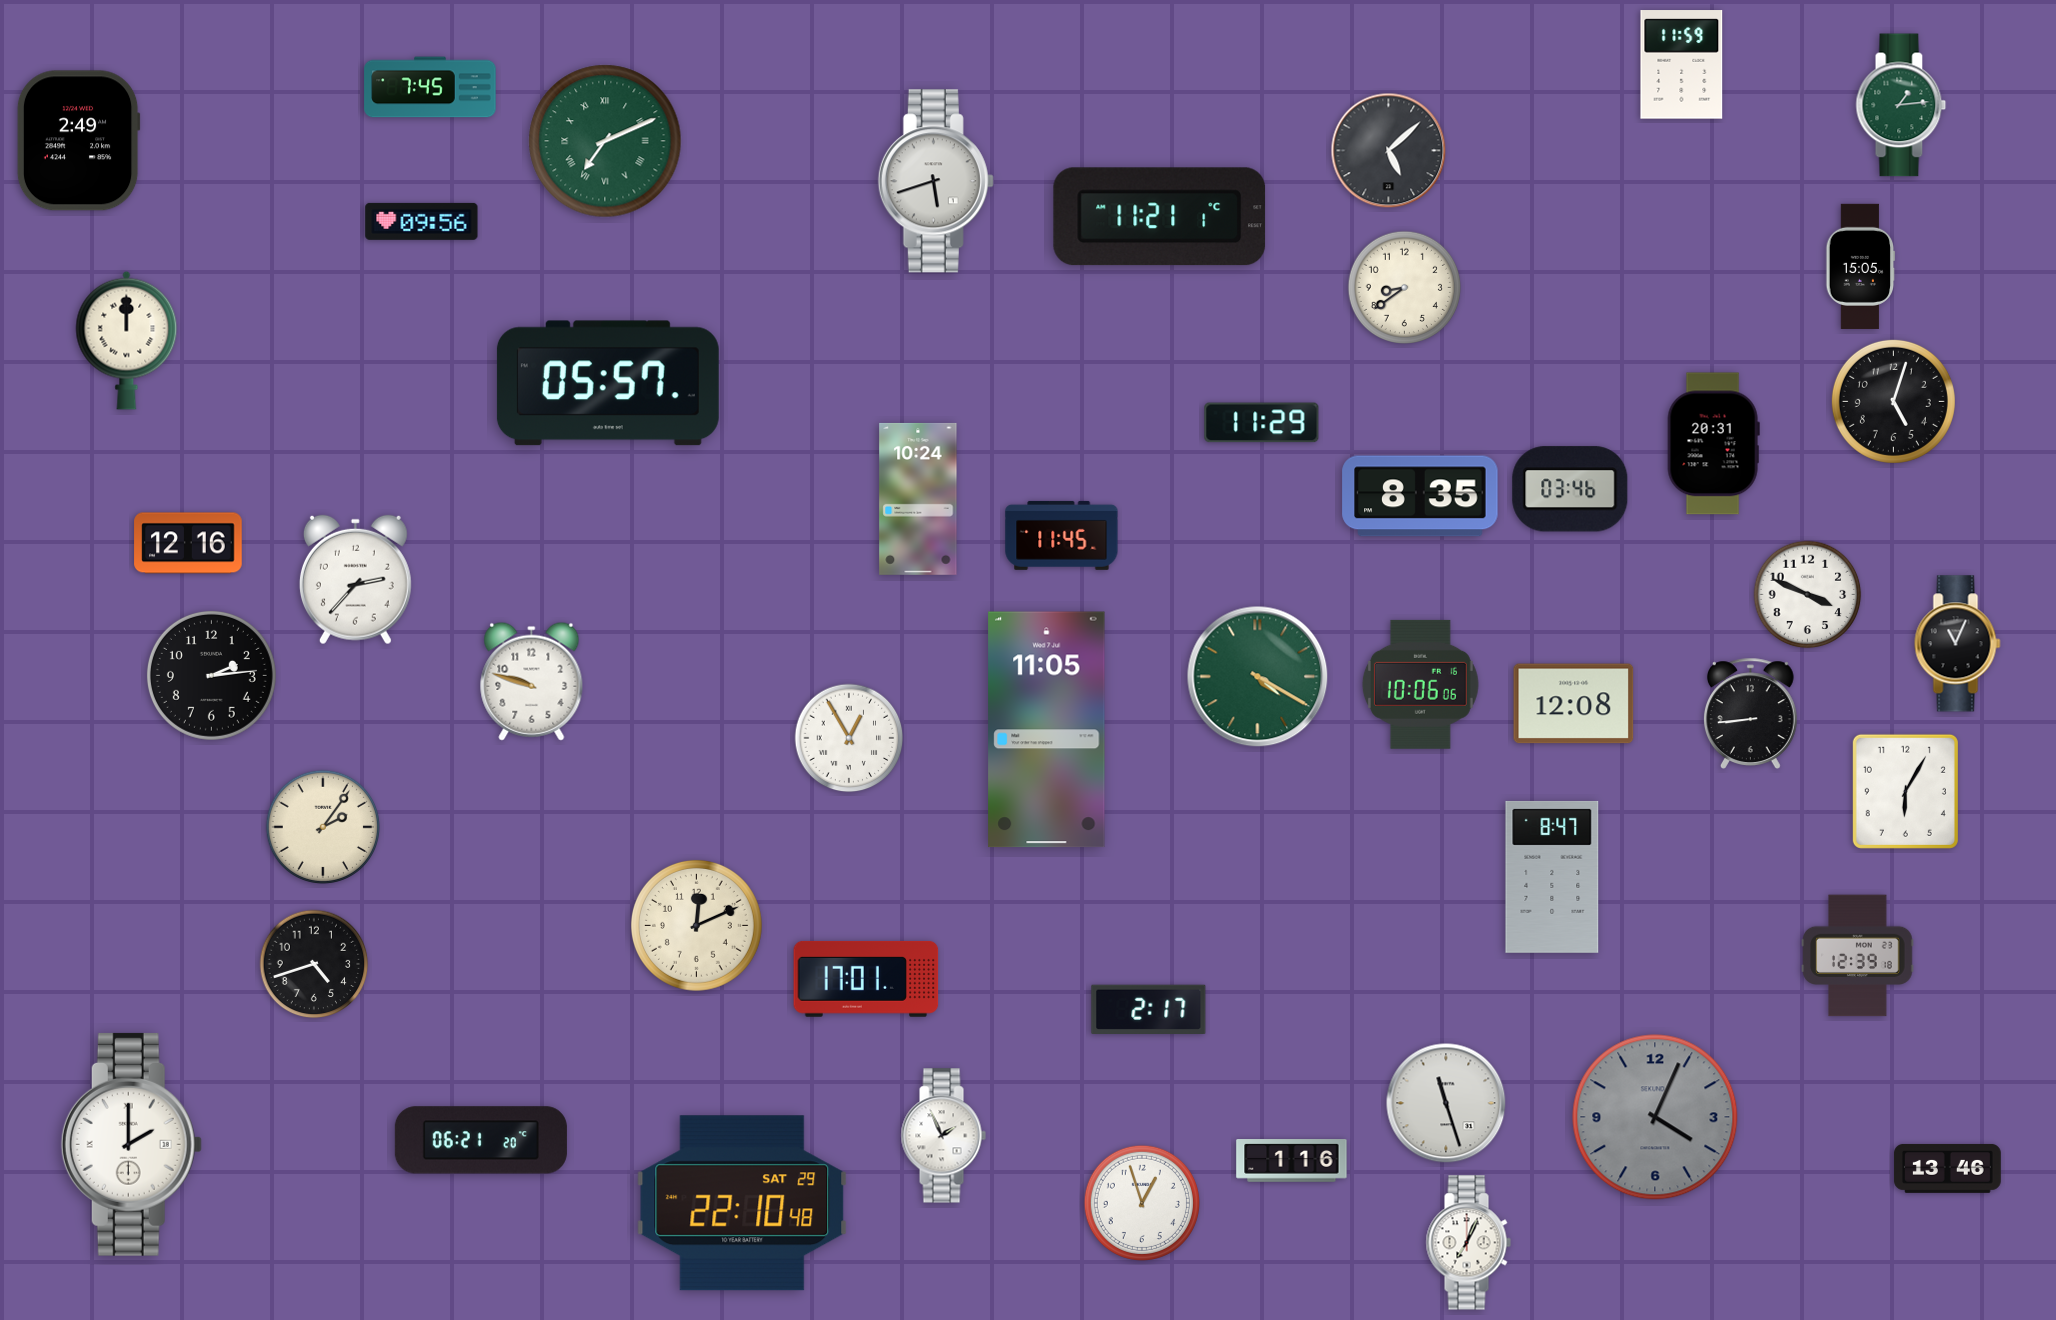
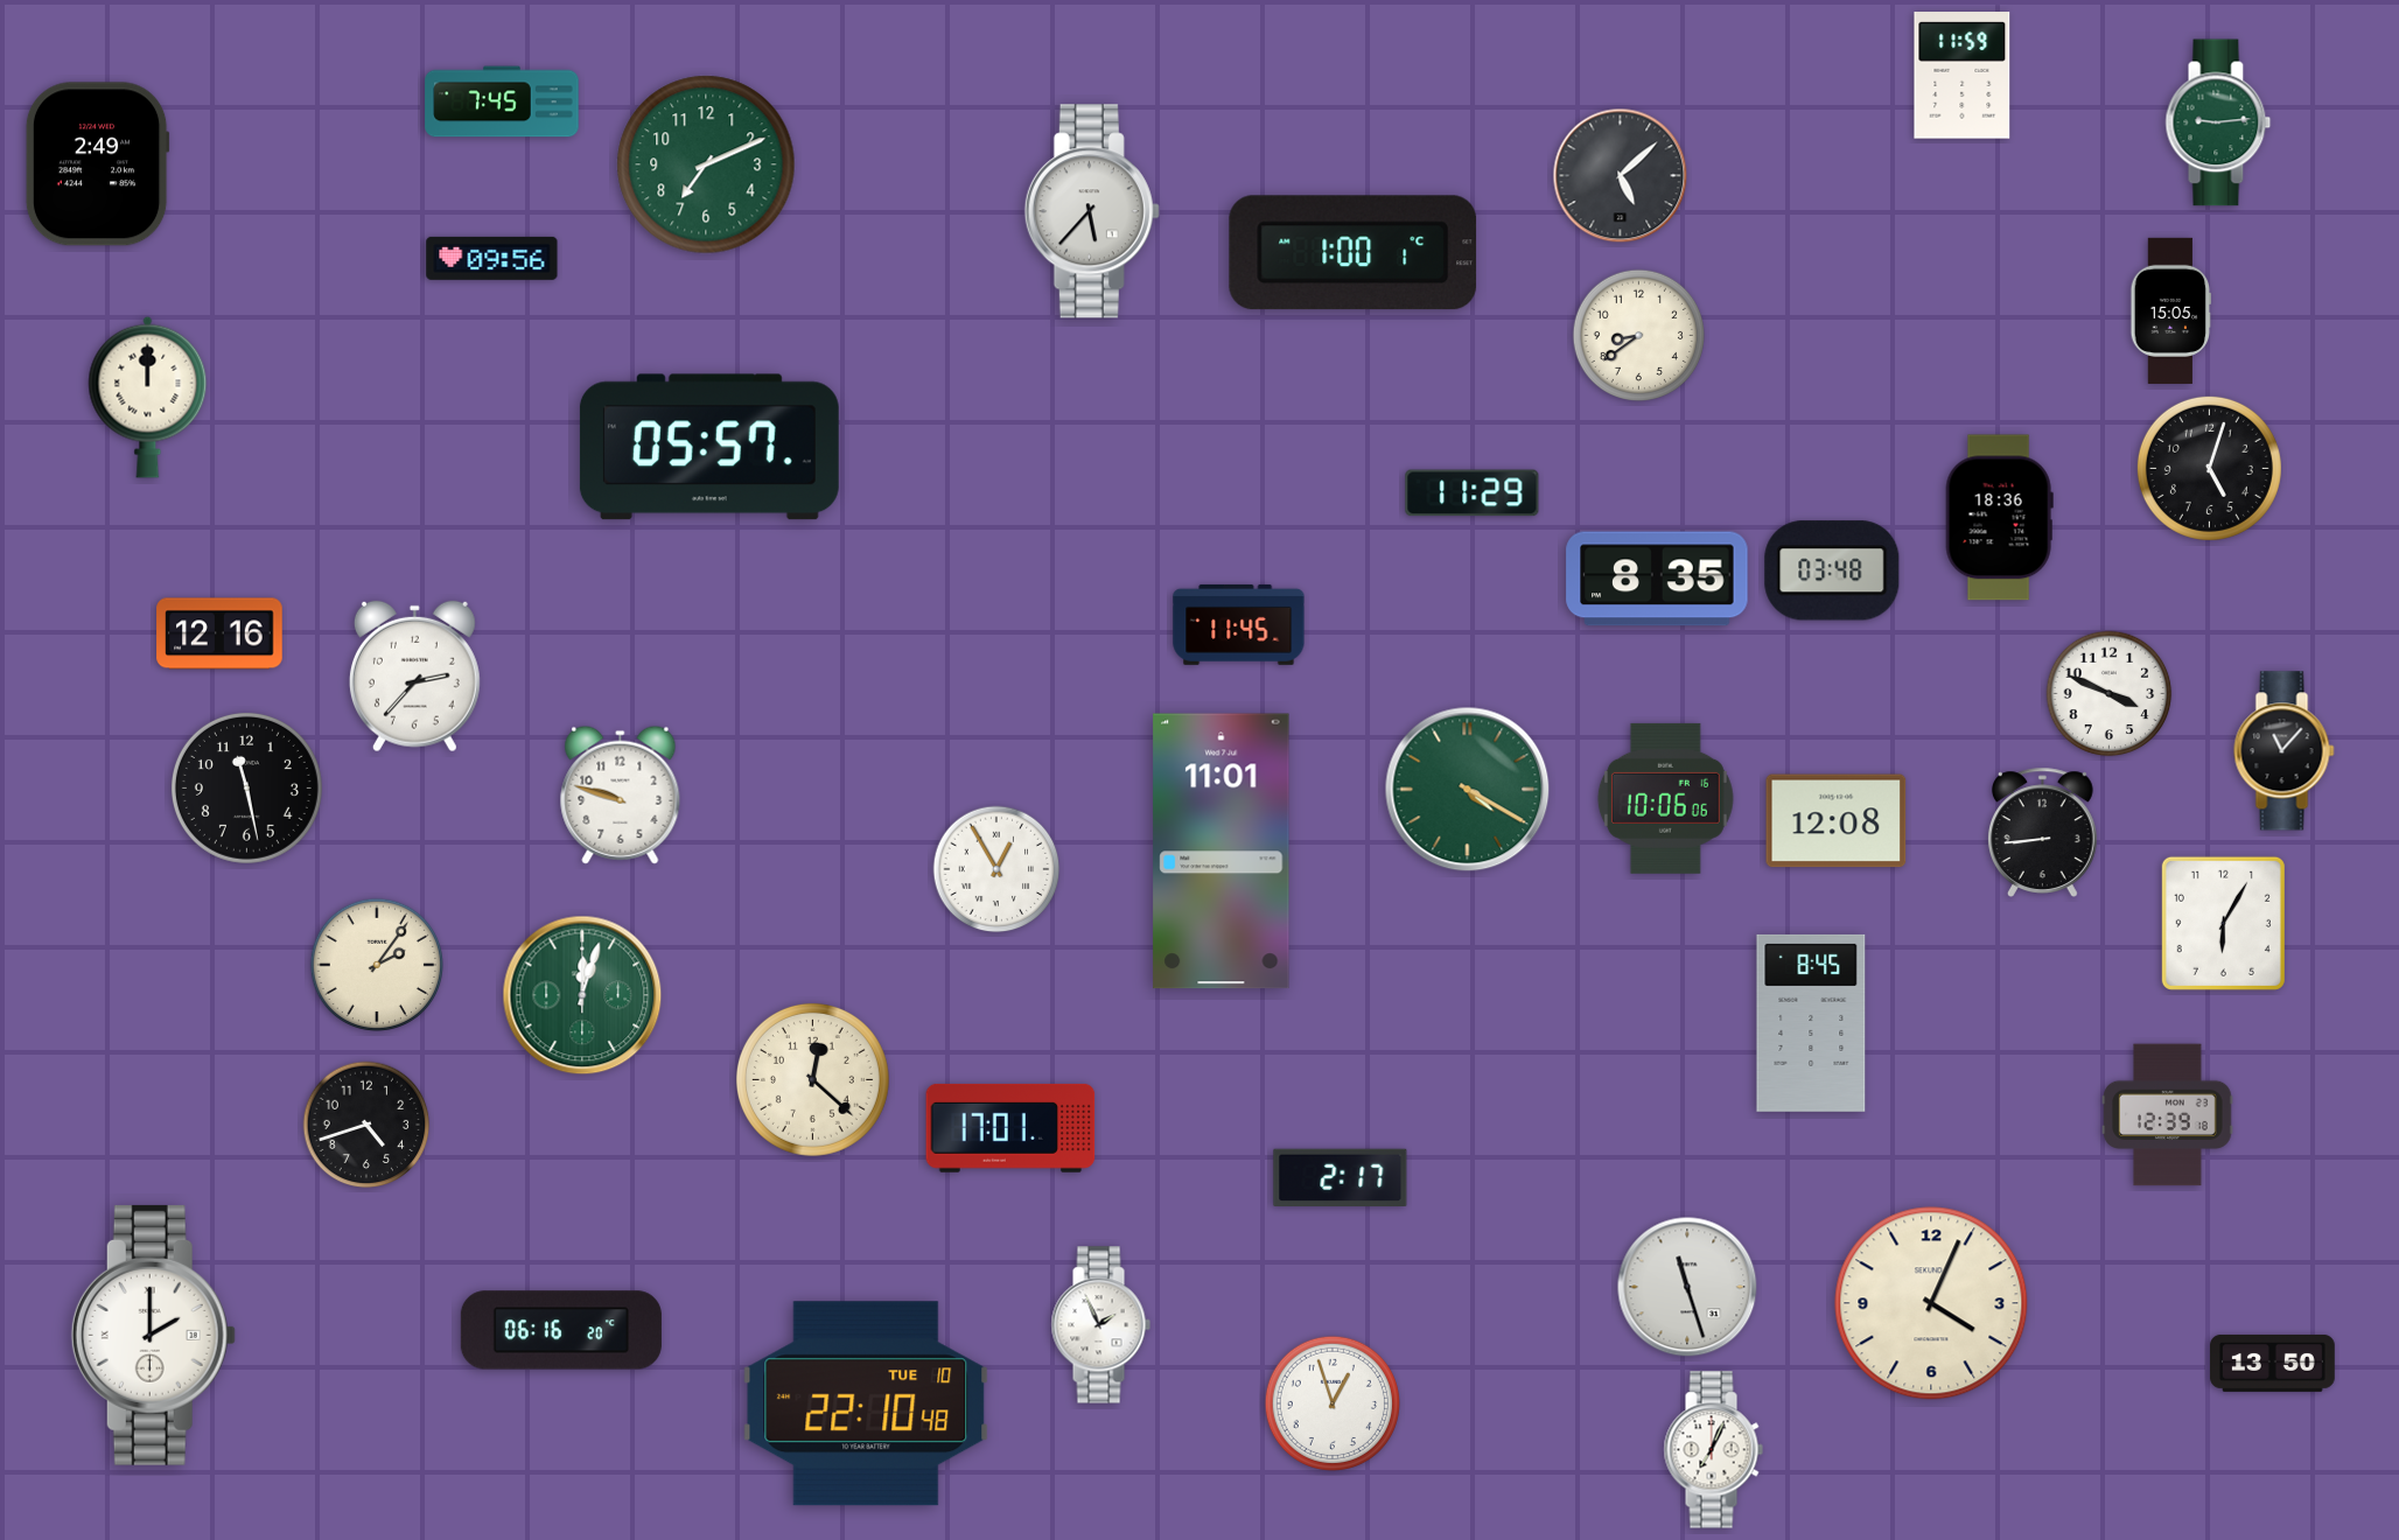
clock at (1901, 105): 1:14 -> 9:14
clock at (78, 141) position: (78, 141) -> (97, 164)
clock at (605, 141) numerals: Roman -> Arabic
clock at (936, 181): 5:42 -> 5:37
clock at (1160, 217): 11:21 -> 1:00
clock at (1713, 444): 20:31 -> 18:36
clock at (1570, 489): 03:46 -> 03:48
clock at (918, 499): 10:24 -> none
clock at (1958, 644): 11:04 -> 11:07
clock at (211, 675): 2:14 -> 11:28
clock at (1420, 684) position: (1420, 684) -> (1665, 798)
clock at (1047, 730): 11:05 -> 11:01
clock at (849, 738) position: (849, 738) -> (996, 869)
clock at (582, 995): none -> 12:03
clock at (1552, 877): 8:47 -> 8:45
clock at (696, 925): 12:11 -> 12:22
clock at (866, 979) position: (866, 979) -> (1010, 1128)
clock at (1655, 1117) dial: grey -> cream
clock at (481, 1140): 06:21 -> 06:16
clock at (1292, 1161): 1:16 -> none
clock at (1948, 1168): 13:46 -> 13:50
clock at (742, 1203) date: SAT 29 -> TUE 10
